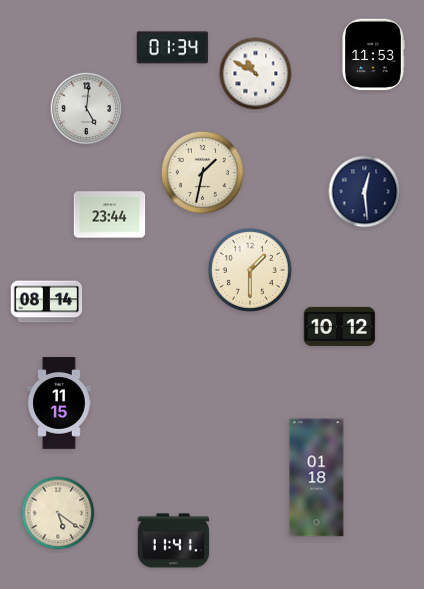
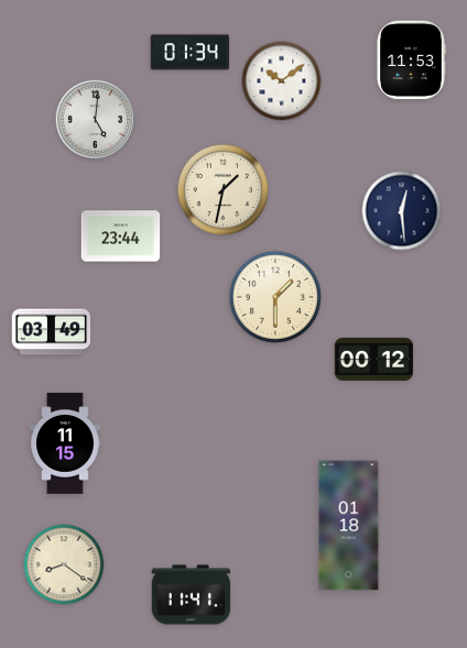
clock at (256, 74): 10:50 -> 10:09
clock at (47, 302): 08:14 -> 03:49
clock at (340, 326): 10:12 -> 00:12
clock at (58, 513): 5:21 -> 8:21
